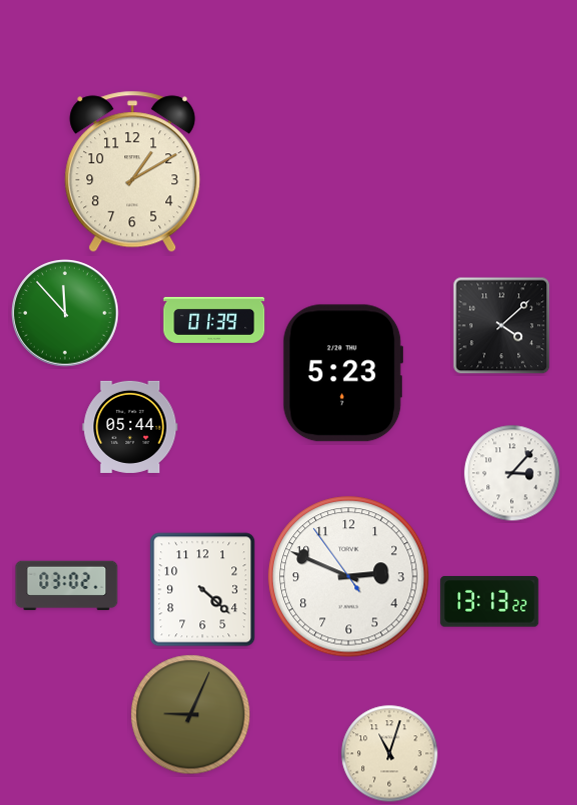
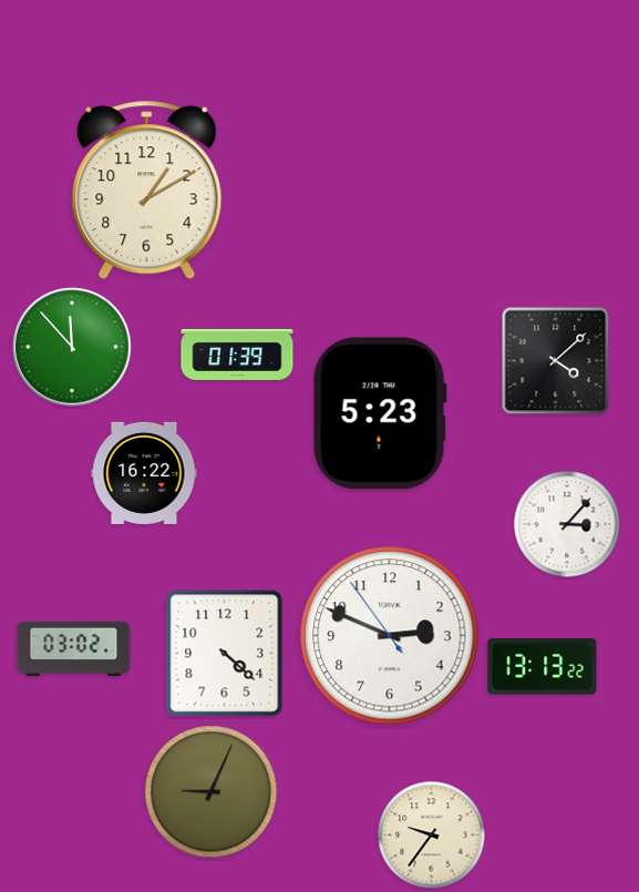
clock at (130, 427): 05:44 -> 16:22
clock at (349, 577) position: (349, 577) -> (390, 636)
clock at (390, 754): 11:03 -> 9:36
